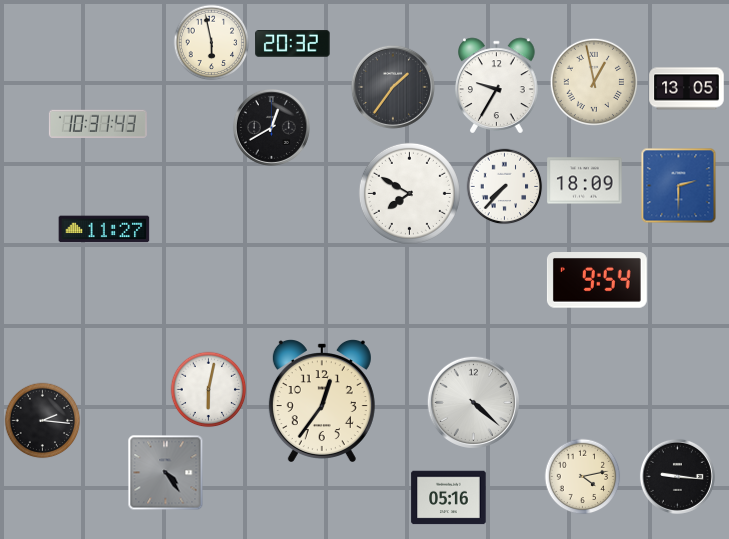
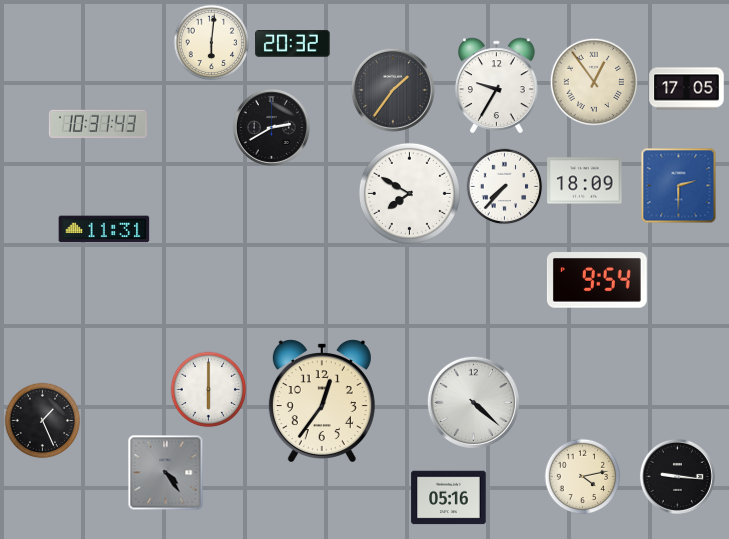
clock at (212, 43): 5:58 -> 6:01
clock at (593, 81): 12:58 -> 12:54
clock at (393, 87) position: (393, 87) -> (393, 90)
clock at (687, 89): 13:05 -> 17:05
clock at (271, 127): 12:40 -> 2:40
clock at (104, 229): 11:27 -> 11:31
clock at (209, 390): 6:02 -> 6:00
clock at (43, 421): 2:16 -> 1:26
